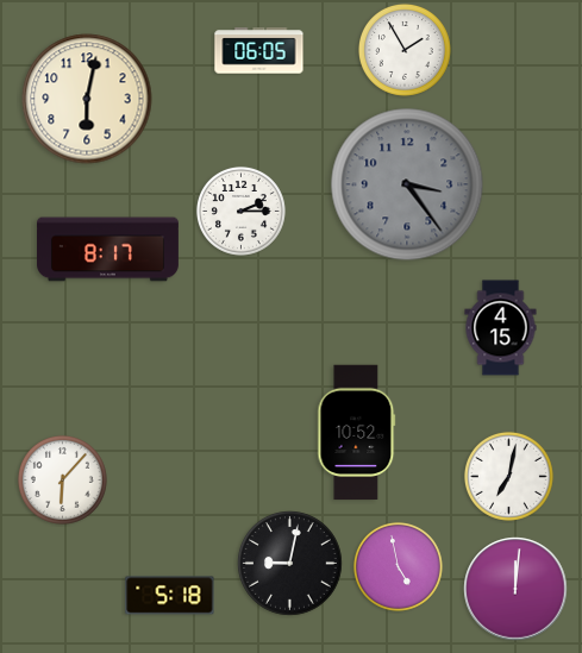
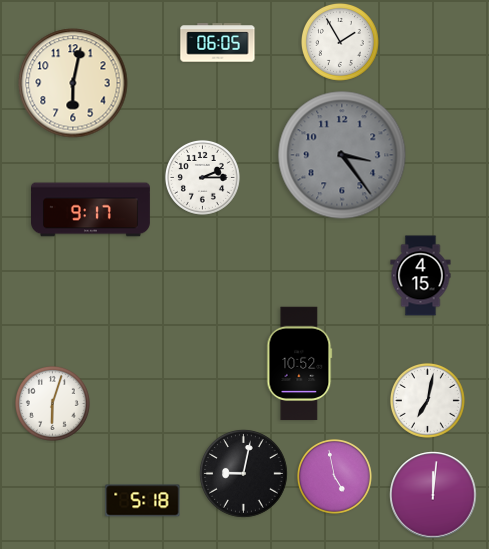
clock at (108, 250): 8:17 -> 9:17
clock at (62, 479): 6:07 -> 6:03
